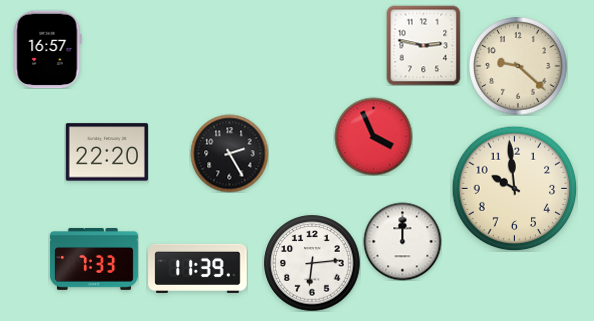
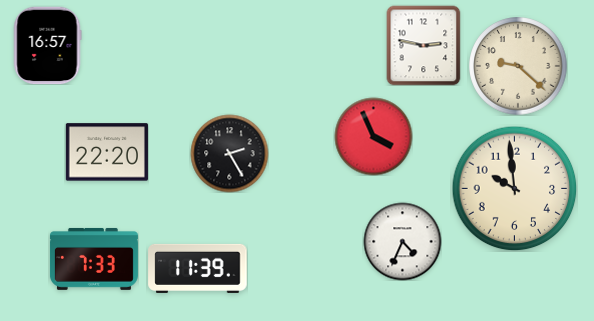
clock at (47, 49) position: (47, 49) -> (47, 45)
clock at (402, 241): 12:00 -> 4:34
clock at (312, 263): 6:14 -> none
